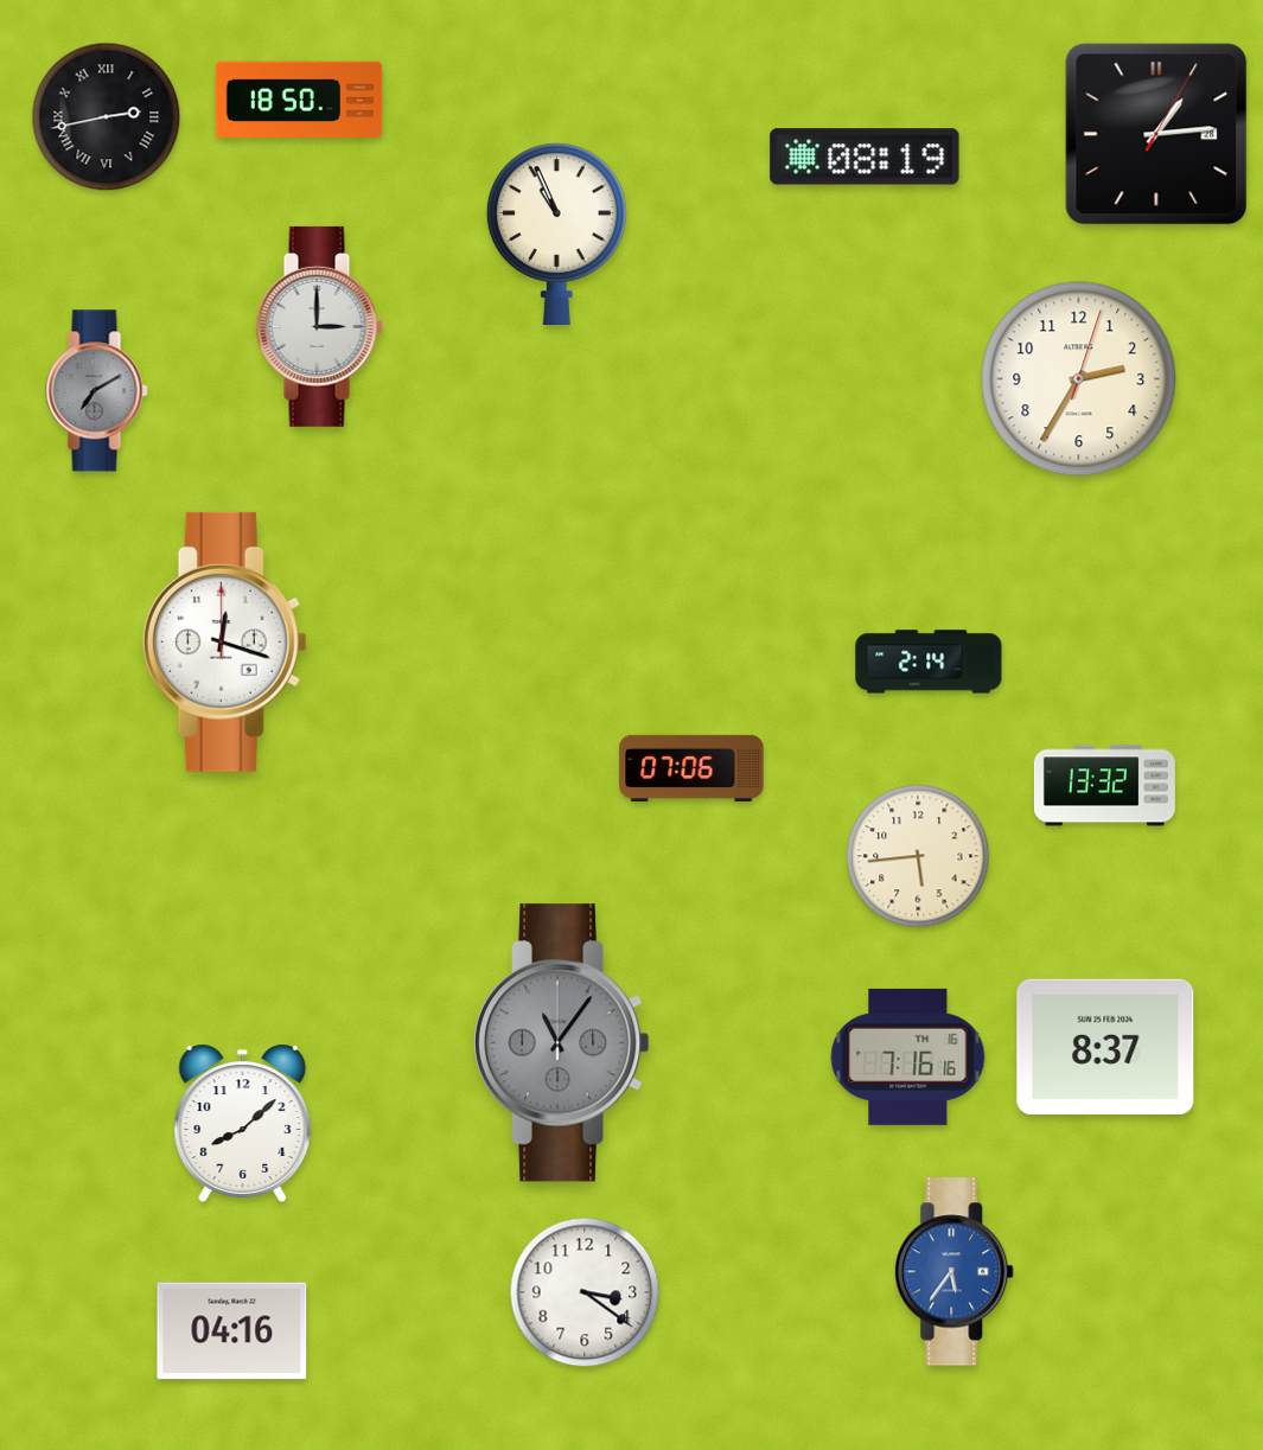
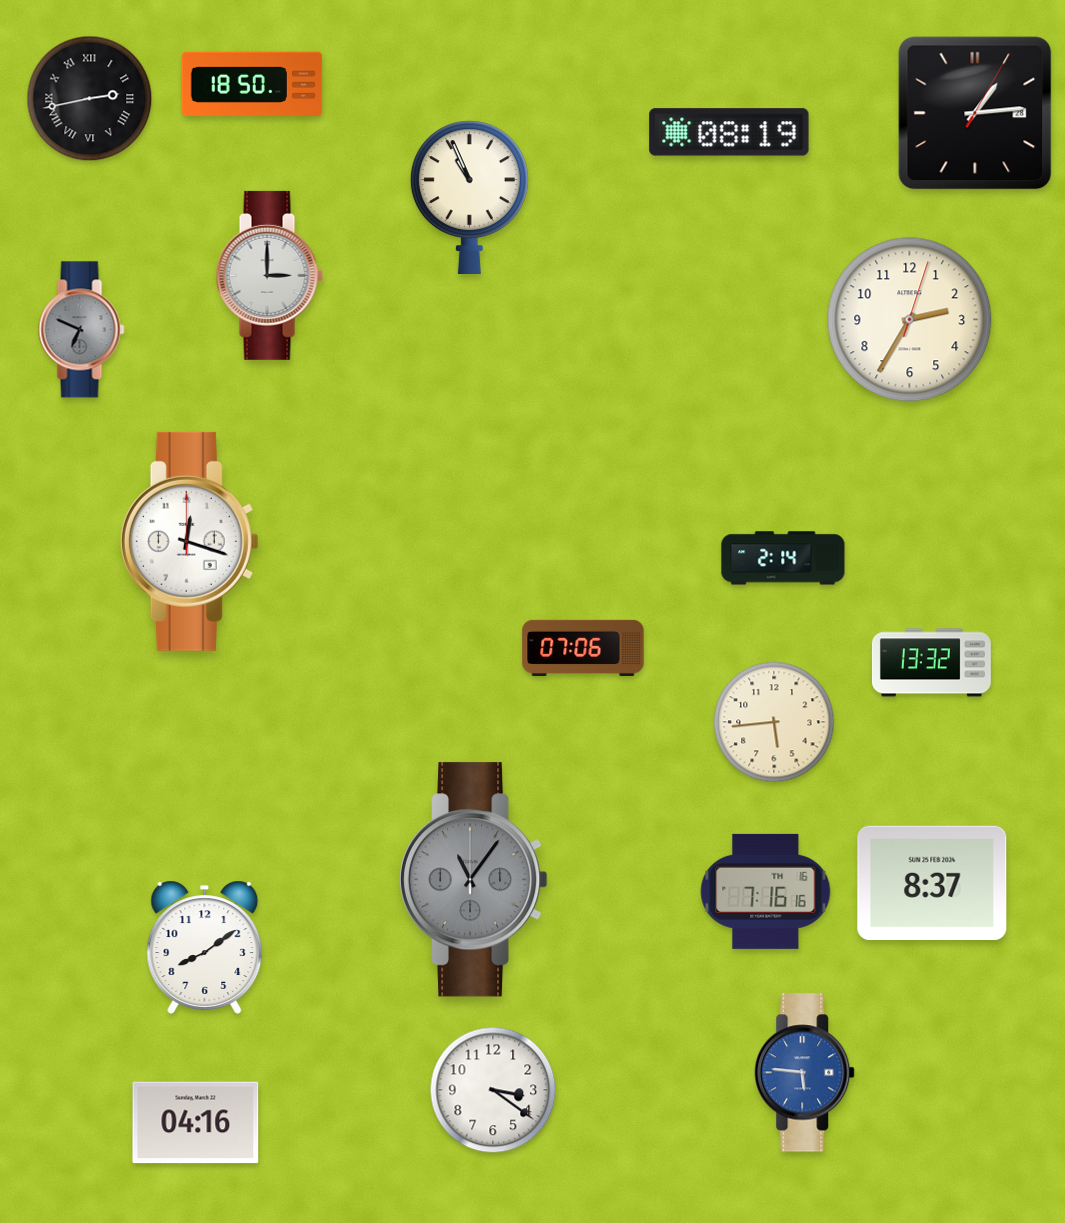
clock at (97, 391): 7:10 -> 6:49
clock at (243, 1123): 8:08 -> 8:09
clock at (955, 1272): 5:36 -> 5:46
